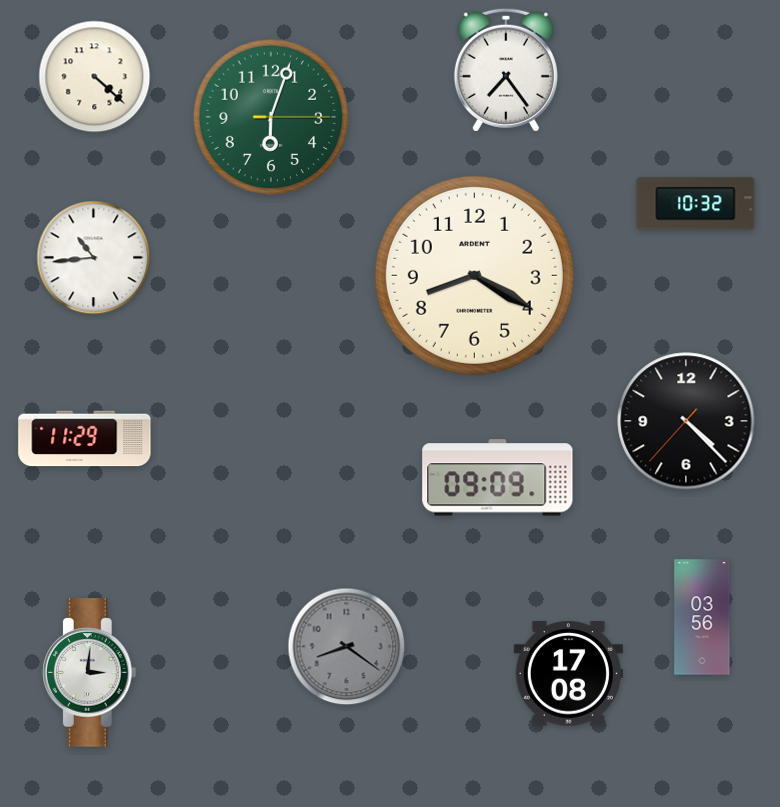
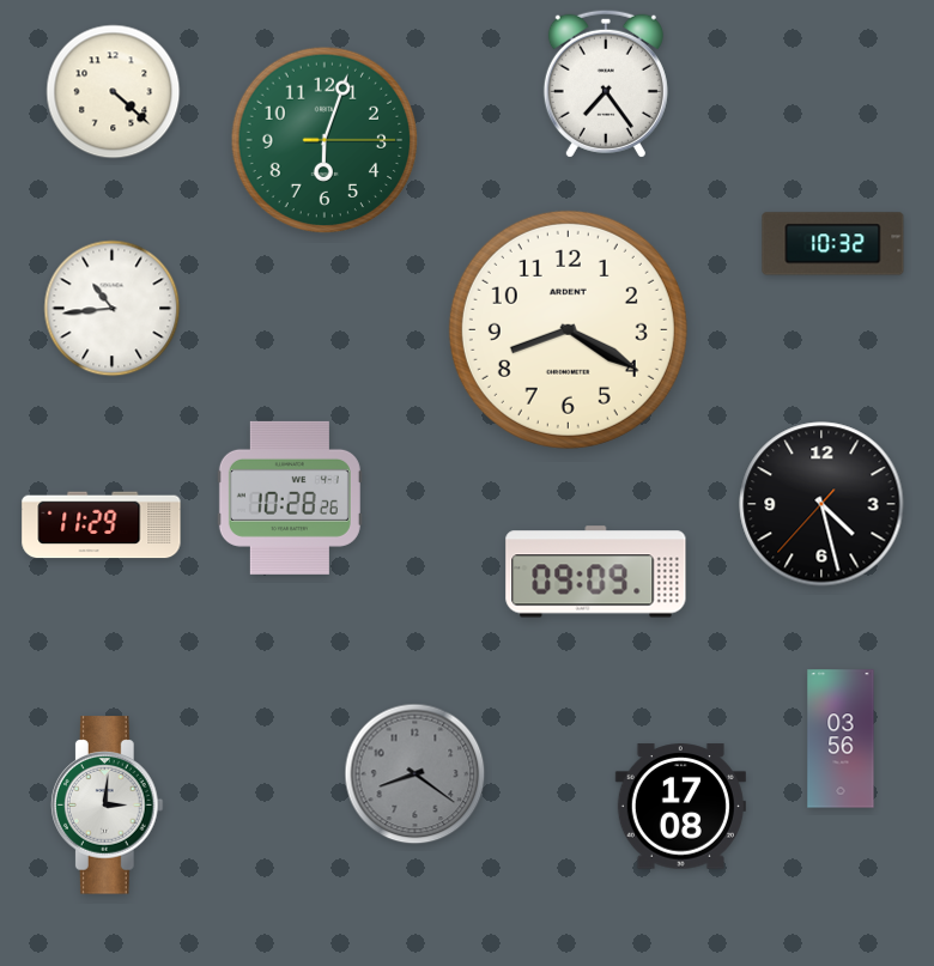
clock at (290, 498): none -> 10:28
clock at (686, 421): 4:22 -> 4:27
